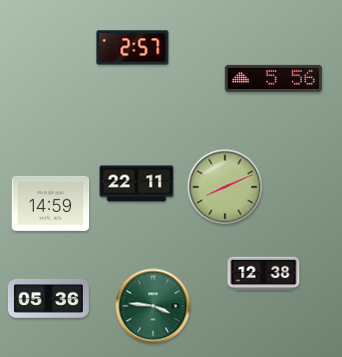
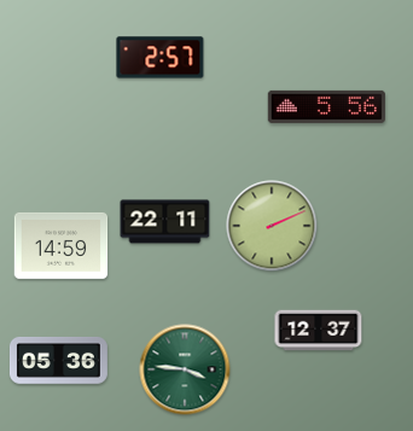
clock at (273, 78) position: (273, 78) -> (326, 106)
clock at (225, 187): 8:11 -> 2:11
clock at (264, 274): 12:38 -> 12:37
